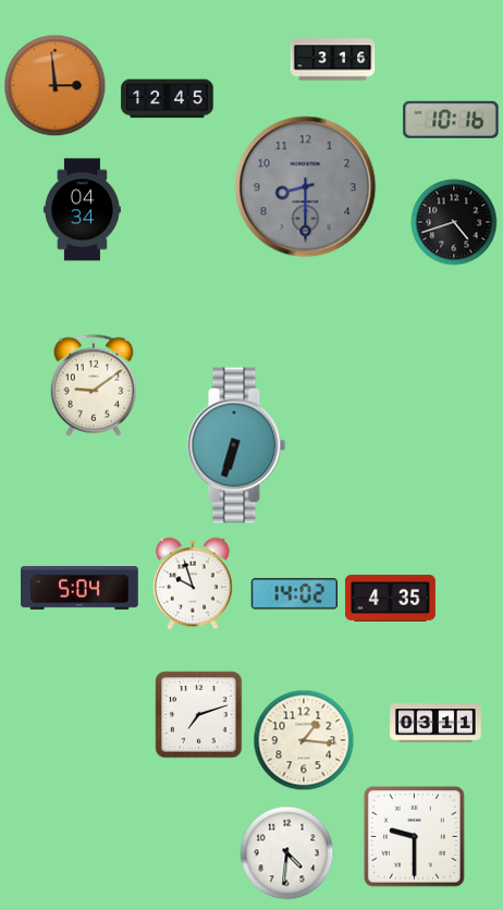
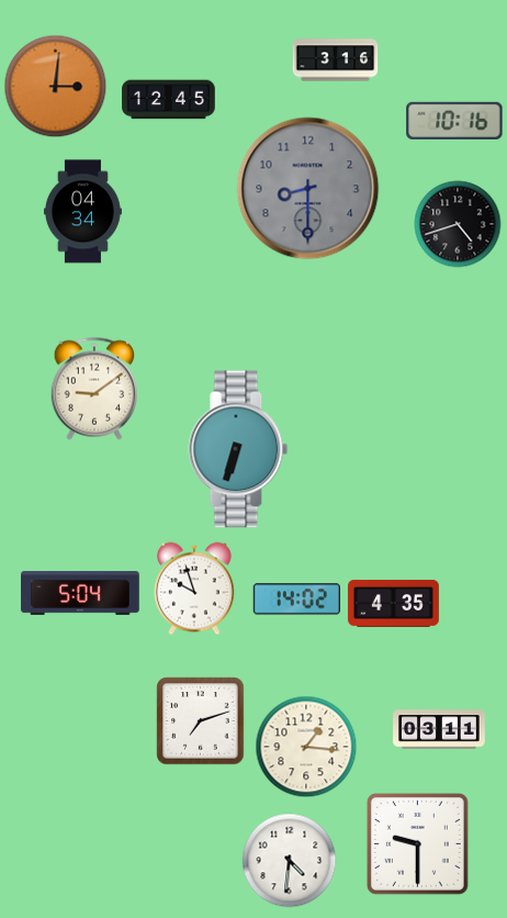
clock at (56, 86): 2:59 -> 3:01
